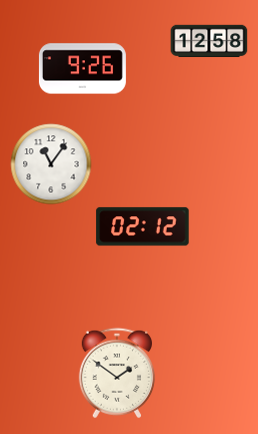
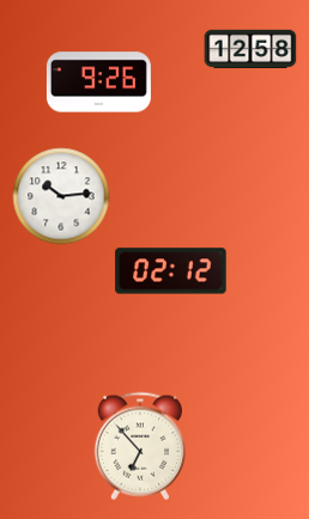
clock at (51, 164): 11:06 -> 10:14
clock at (116, 373): 1:51 -> 6:53
